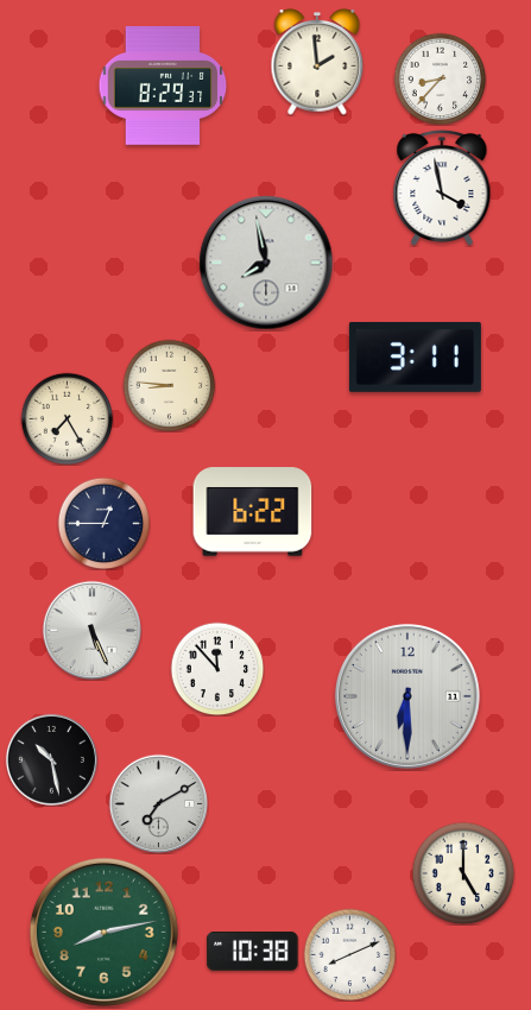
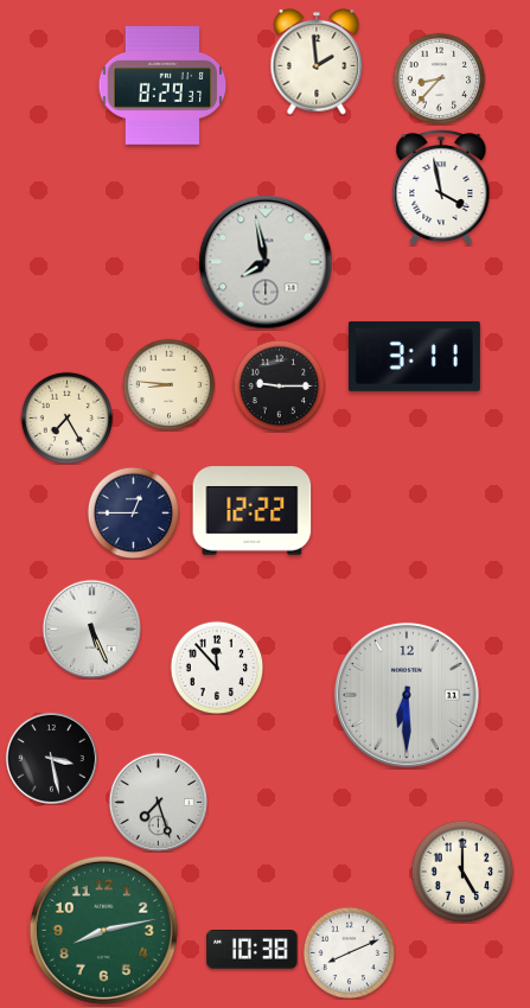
clock at (279, 385): none -> 9:15
clock at (253, 512): 6:22 -> 12:22
clock at (103, 523) position: (103, 523) -> (133, 512)
clock at (51, 759): 10:28 -> 3:28
clock at (158, 803): 7:10 -> 7:27
